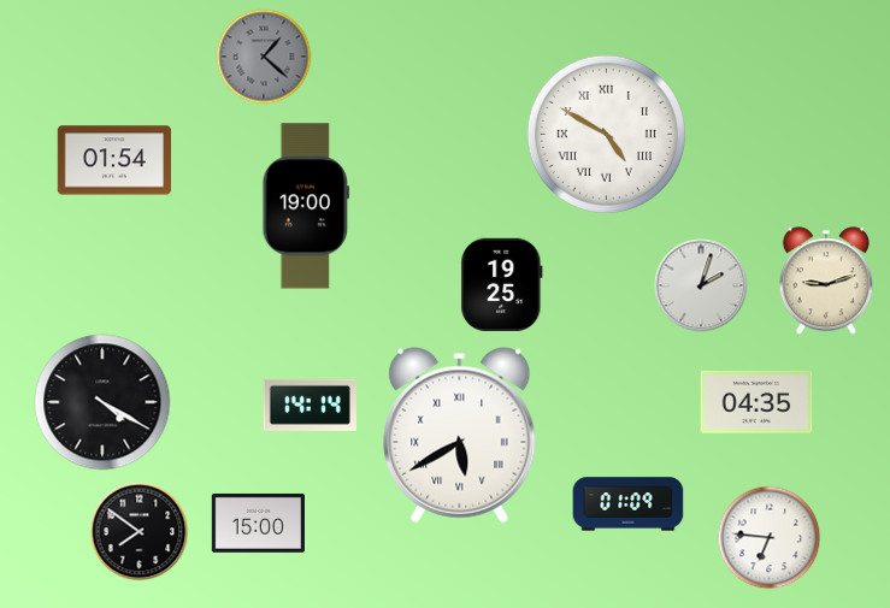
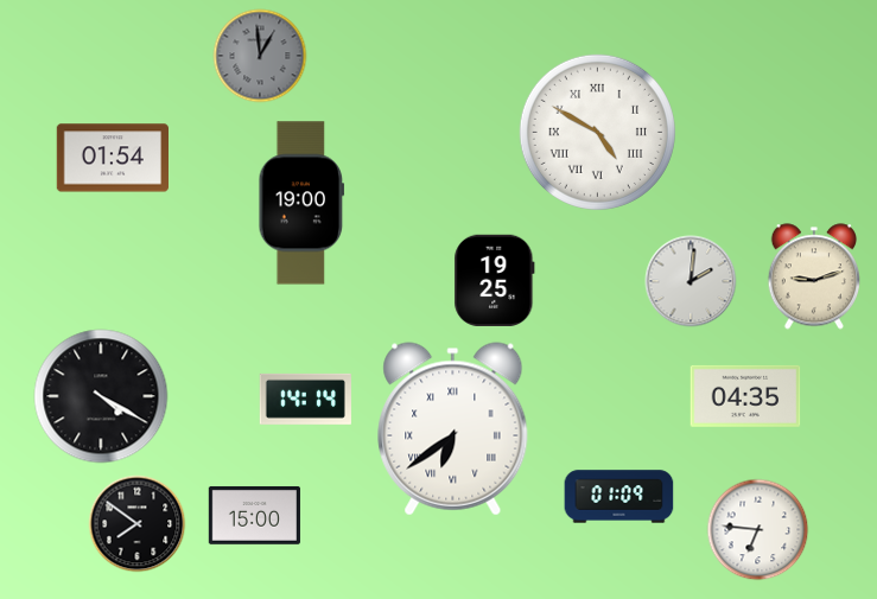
clock at (264, 57): 1:22 -> 12:59
clock at (701, 285): 2:03 -> 2:01
clock at (460, 436): 5:40 -> 6:39
